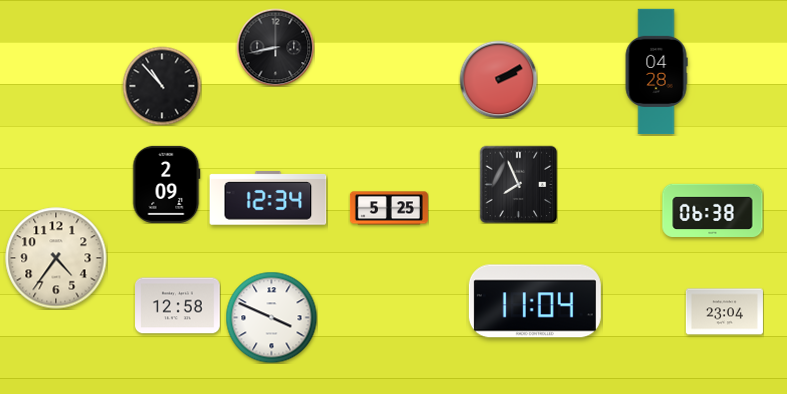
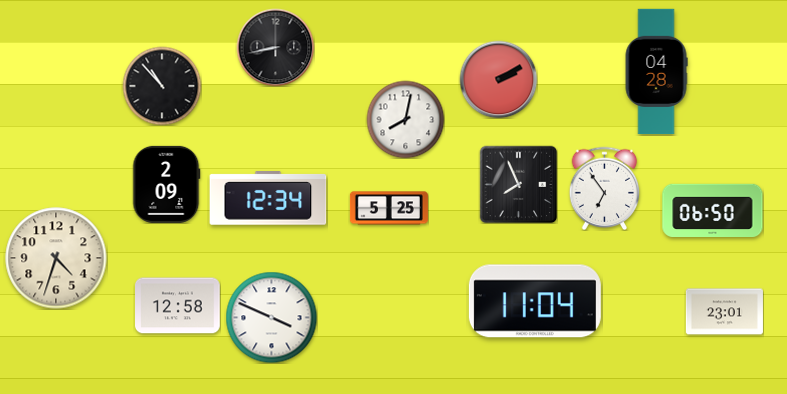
clock at (405, 119): none -> 8:02
clock at (605, 188): none -> 6:54
clock at (713, 210): 06:38 -> 06:50
clock at (56, 258): 4:36 -> 4:33
clock at (724, 312): 23:04 -> 23:01
